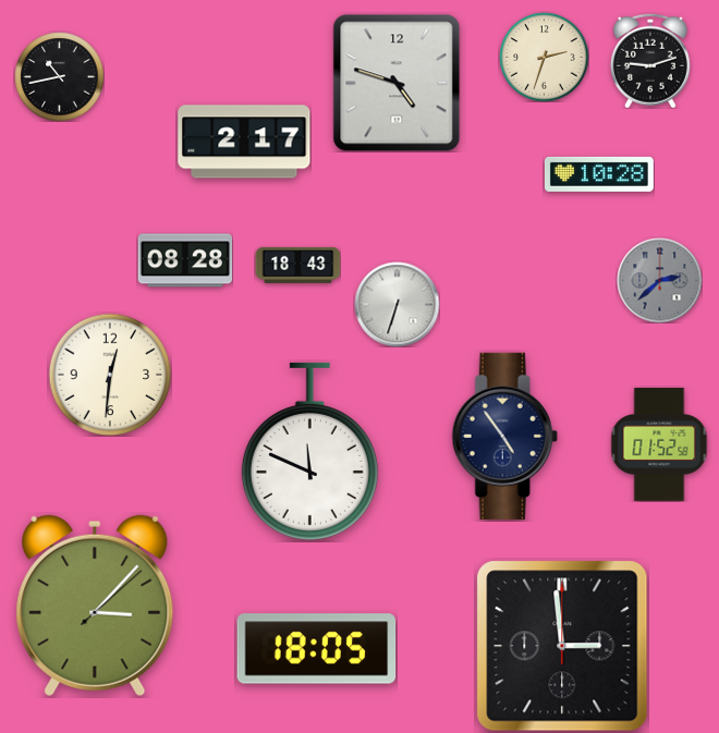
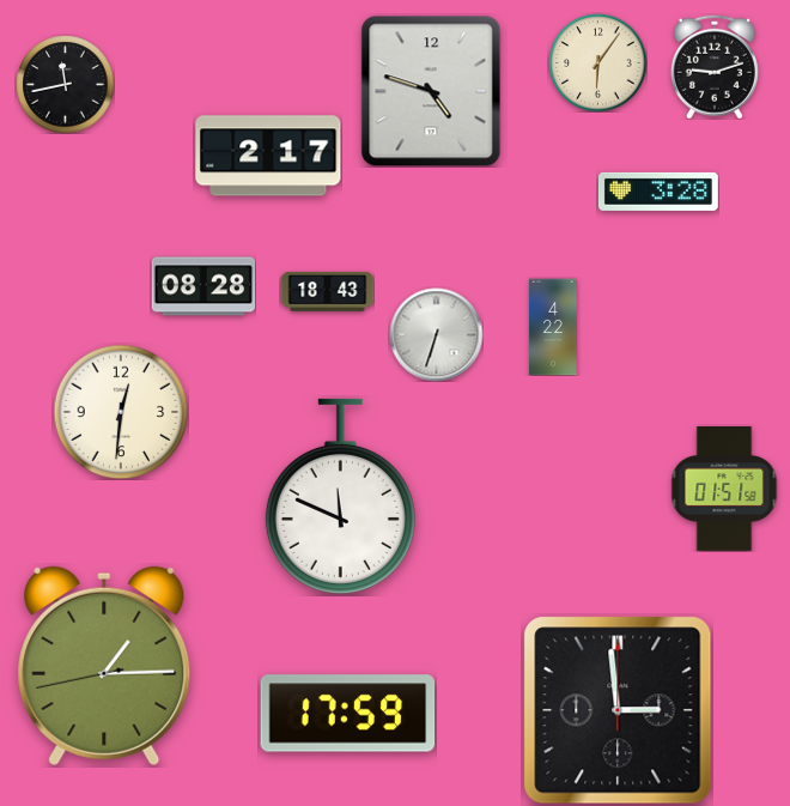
clock at (544, 57): 2:33 -> 6:06
clock at (59, 76): 10:43 -> 11:43
clock at (397, 83) position: (397, 83) -> (431, 91)
clock at (599, 174): 10:28 -> 3:28
clock at (659, 280): 2:38 -> none
clock at (553, 327): none -> 4:22
clock at (504, 436): 4:54 -> none
clock at (659, 444): 01:52 -> 01:51
clock at (95, 606): 3:07 -> 1:14
clock at (317, 649): 18:05 -> 17:59
